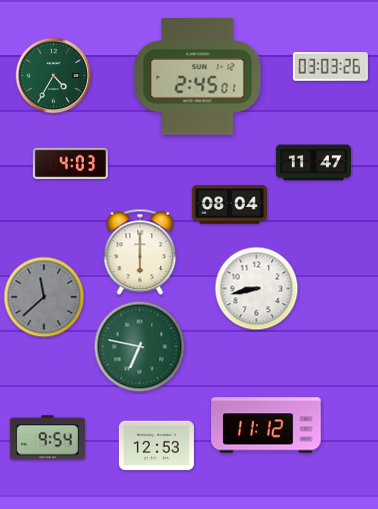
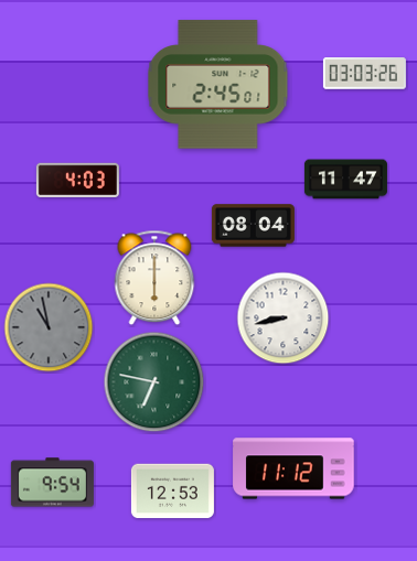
clock at (54, 76): 4:35 -> none
clock at (44, 297): 11:38 -> 10:58
